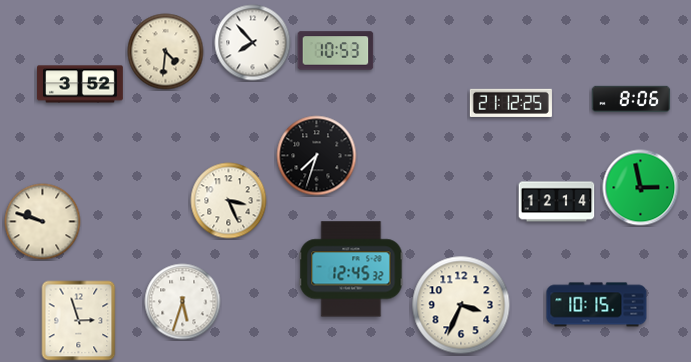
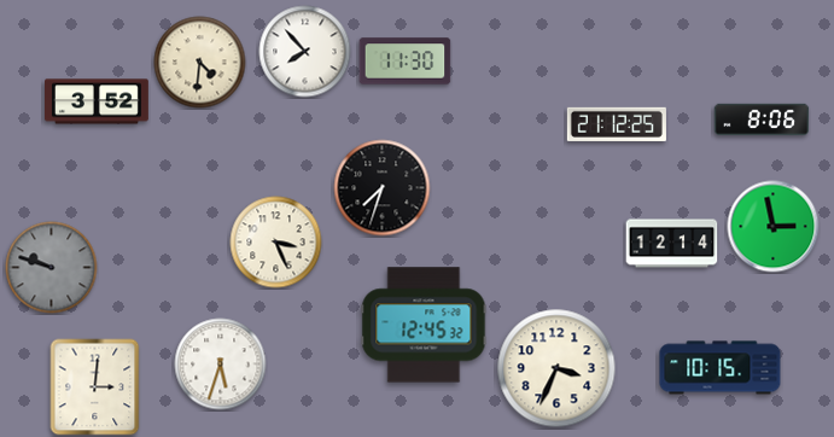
clock at (336, 51): 10:53 -> 11:30
clock at (43, 222) dial: cream -> grey
clock at (79, 321): 2:57 -> 3:01
